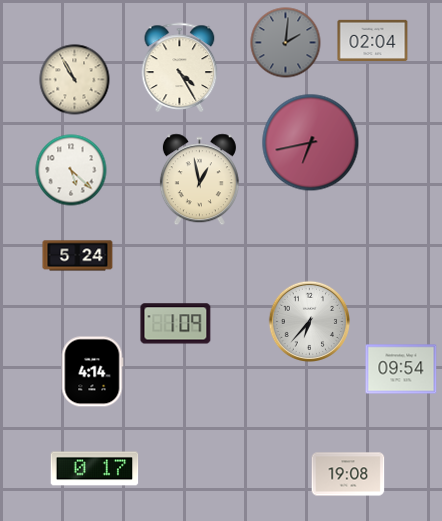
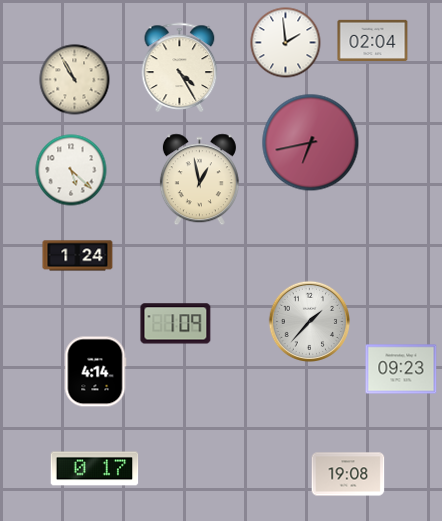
clock at (286, 43): 2:01 -> 1:59
clock at (286, 43) dial: grey -> white
clock at (78, 256): 5:24 -> 1:24
clock at (309, 321): 6:37 -> 1:37
clock at (401, 369): 09:54 -> 09:23
clock at (92, 372) position: (92, 372) -> (95, 372)
